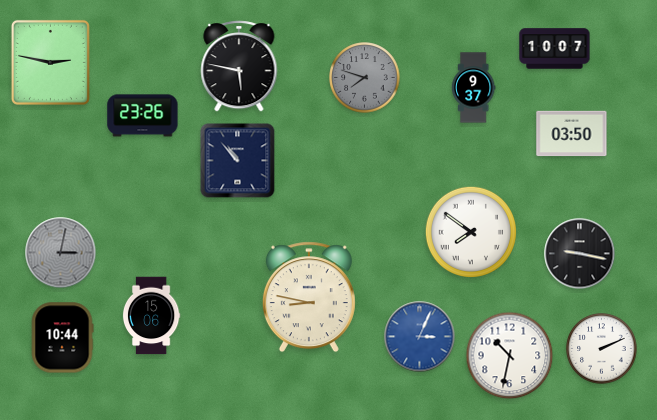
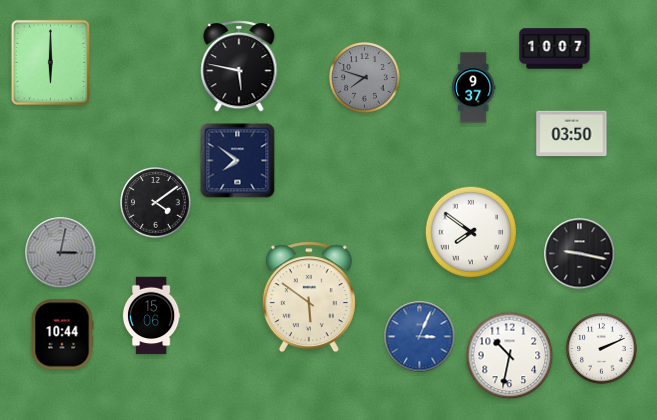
clock at (50, 62): 2:47 -> 6:00
clock at (143, 116): 23:26 -> none
clock at (238, 161): 10:53 -> 7:51
clock at (156, 203): none -> 4:09
clock at (309, 297): 8:47 -> 5:51
clock at (62, 338) position: (62, 338) -> (62, 335)
